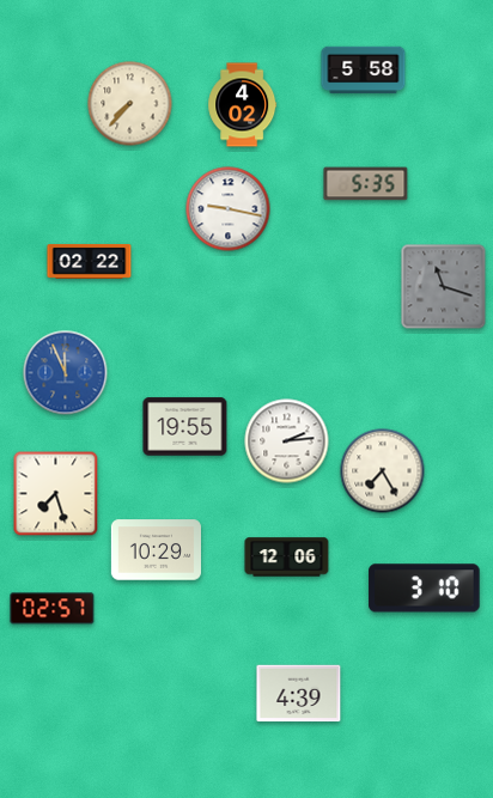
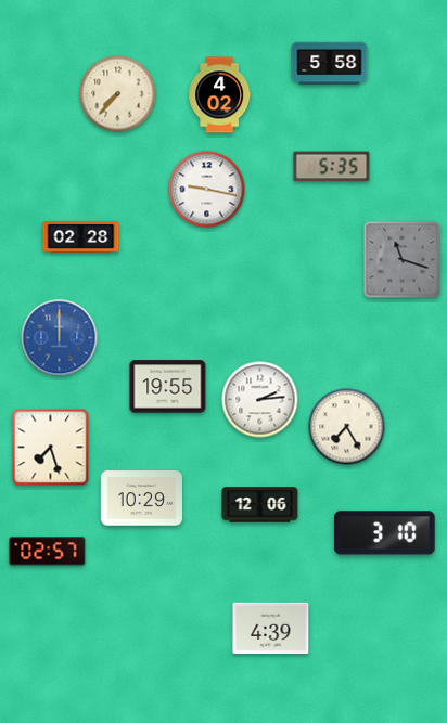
clock at (90, 261): 02:22 -> 02:28
clock at (66, 373): 11:56 -> 12:00
